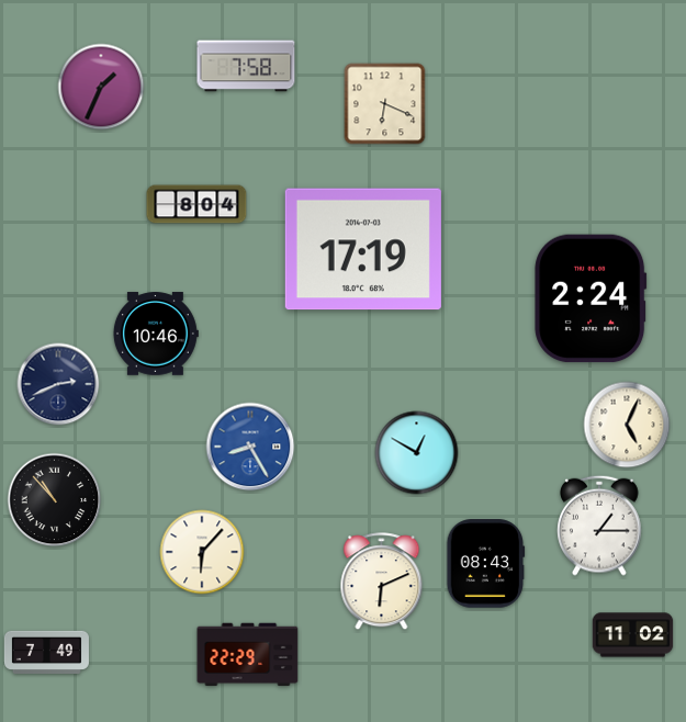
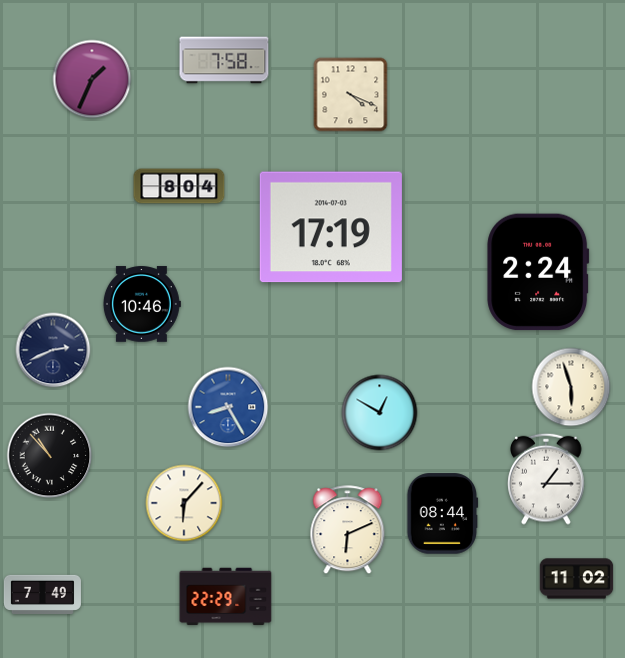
clock at (385, 104): 6:19 -> 4:19
clock at (627, 425): 5:04 -> 5:57
clock at (486, 564): 08:43 -> 08:44
